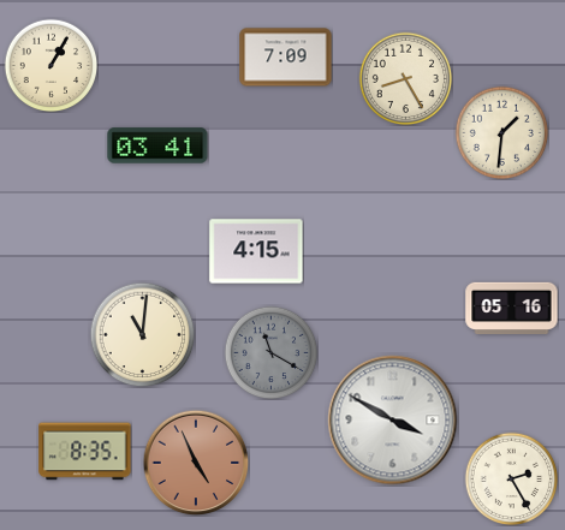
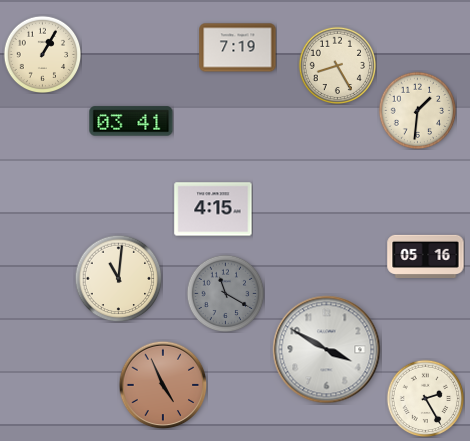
clock at (286, 58): 7:09 -> 7:19
clock at (85, 452): 8:35 -> none
